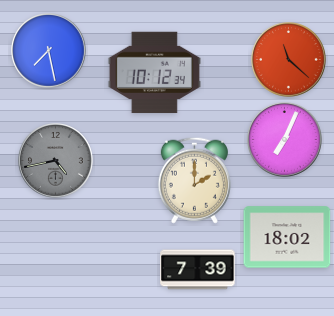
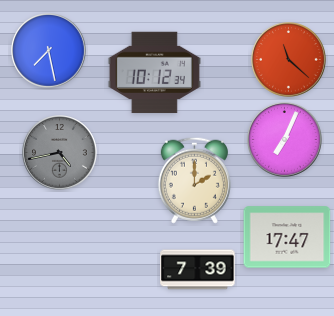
clock at (56, 161) position: (56, 161) -> (60, 153)
clock at (287, 237): 18:02 -> 17:47
